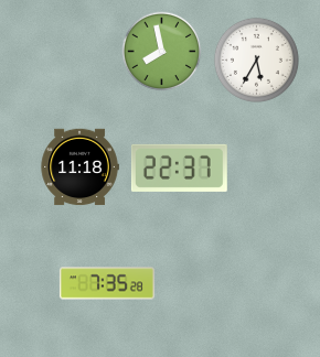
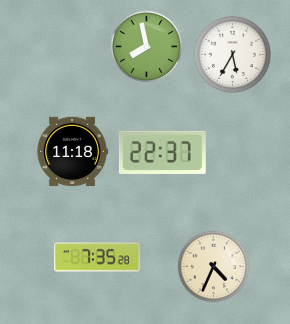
clock at (214, 267): none -> 4:34
